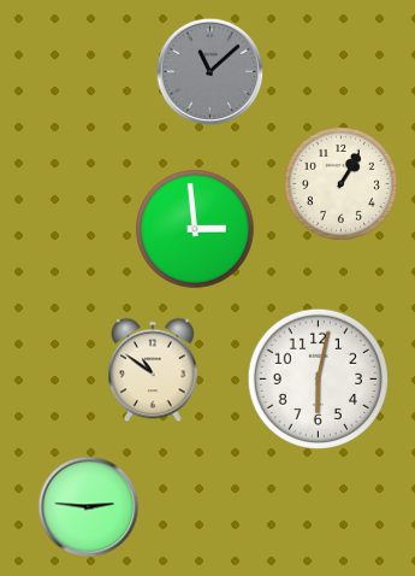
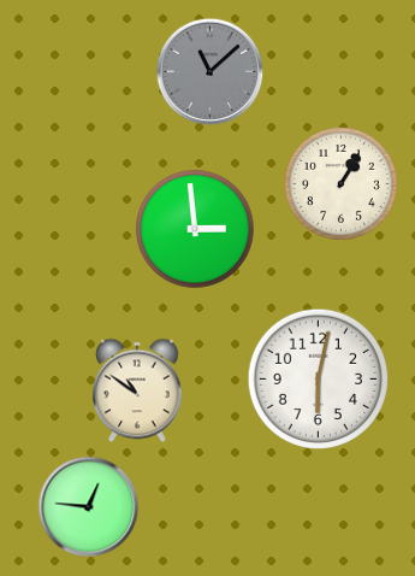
clock at (154, 370) position: (154, 370) -> (138, 390)
clock at (89, 507): 2:46 -> 12:46
